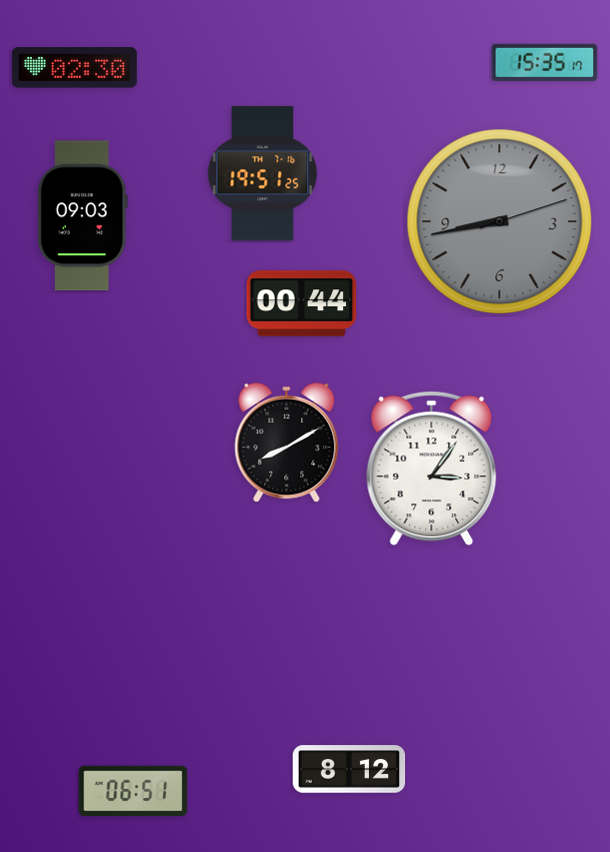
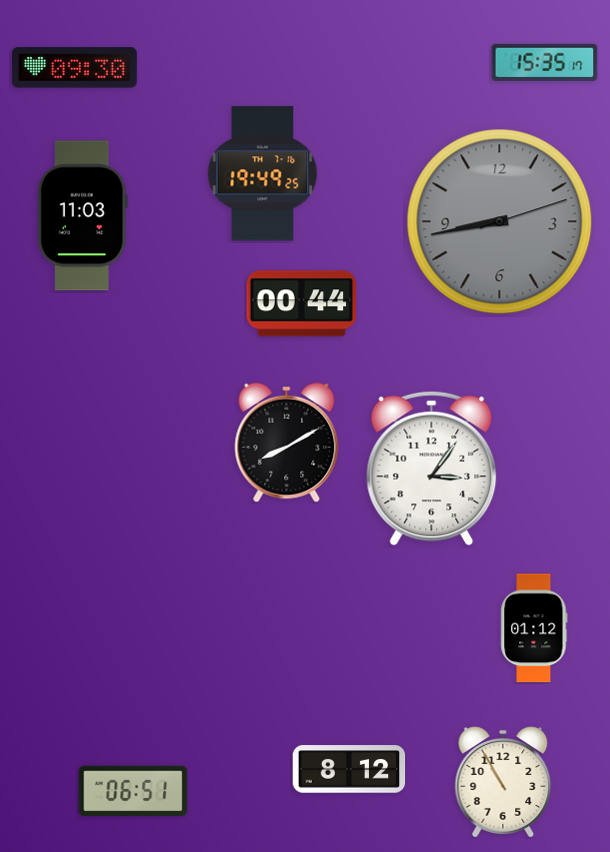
clock at (74, 68): 02:30 -> 09:30
clock at (263, 174): 19:51 -> 19:49
clock at (82, 216): 09:03 -> 11:03
clock at (534, 628): none -> 01:12
clock at (503, 782): none -> 10:55
